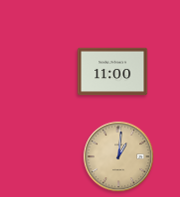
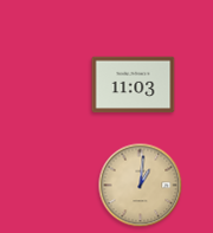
clock at (113, 72): 11:00 -> 11:03
